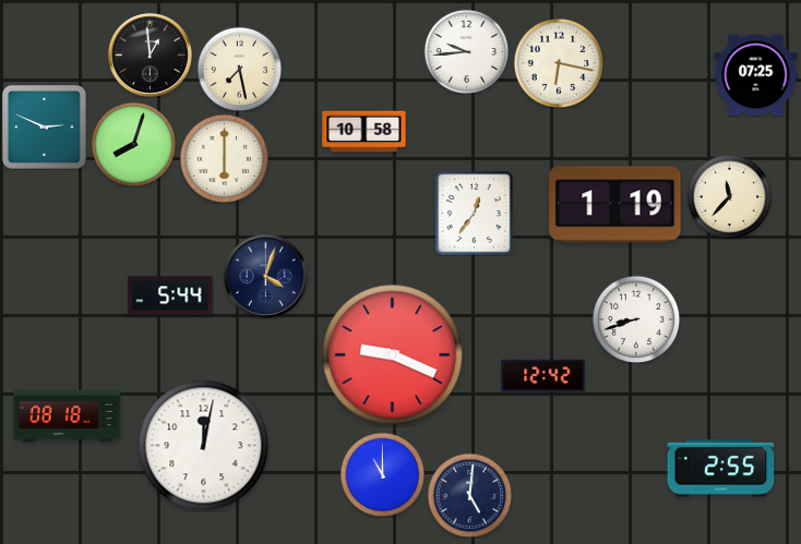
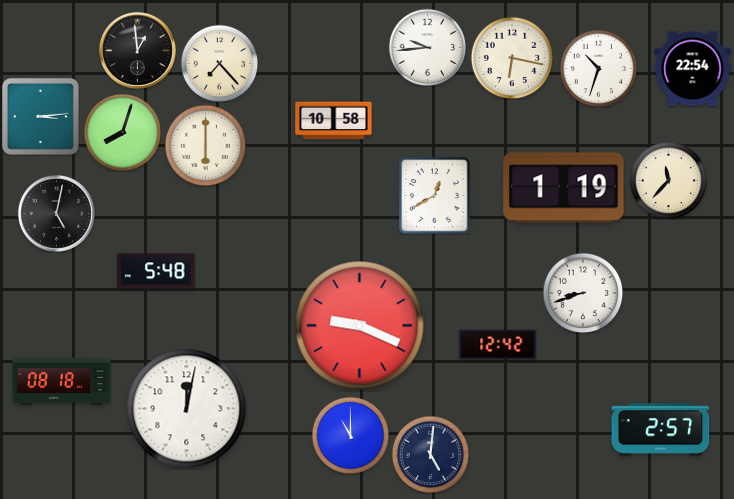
clock at (239, 69): 7:28 -> 7:23
clock at (598, 68): none -> 10:33
clock at (756, 75): 07:25 -> 22:54
clock at (44, 126): 2:49 -> 3:14
clock at (475, 214): 12:36 -> 12:40
clock at (56, 213): none -> 5:02
clock at (265, 276): 4:03 -> none
clock at (170, 295): 5:44 -> 5:48
clock at (721, 469): 2:55 -> 2:57
